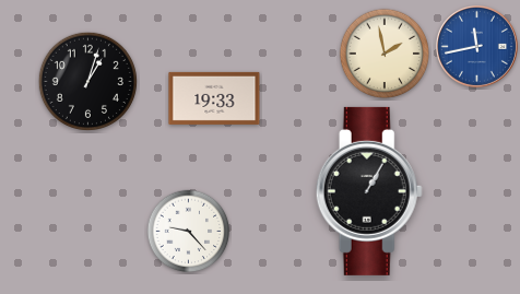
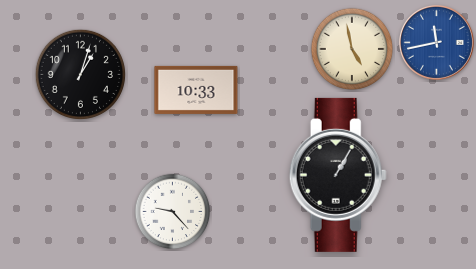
clock at (385, 54): 1:58 -> 4:58
clock at (214, 98): 19:33 -> 10:33
